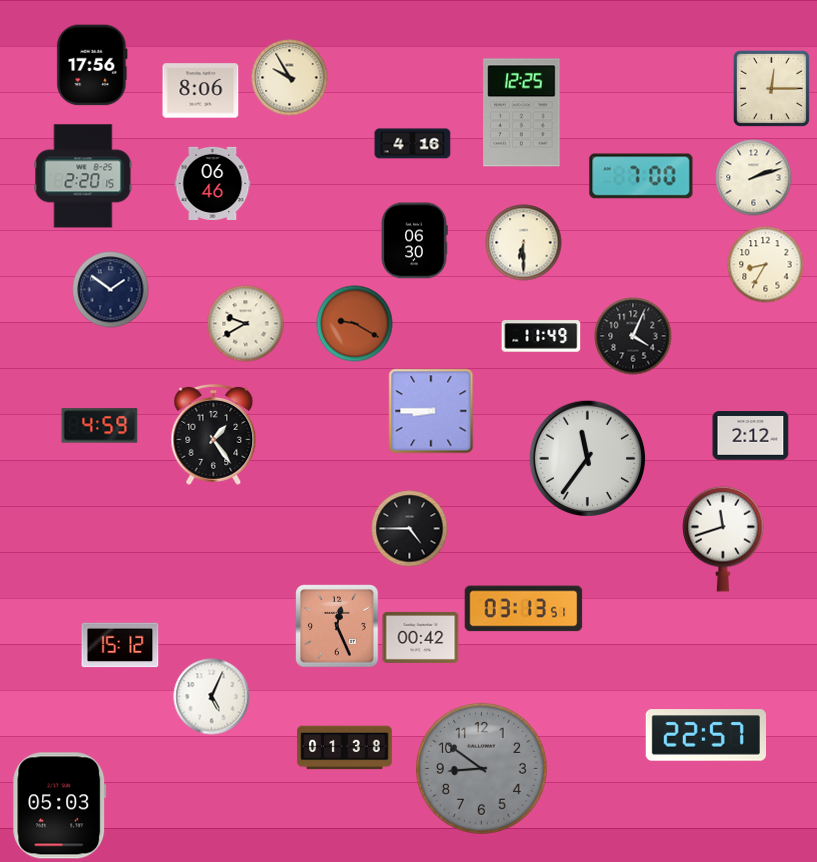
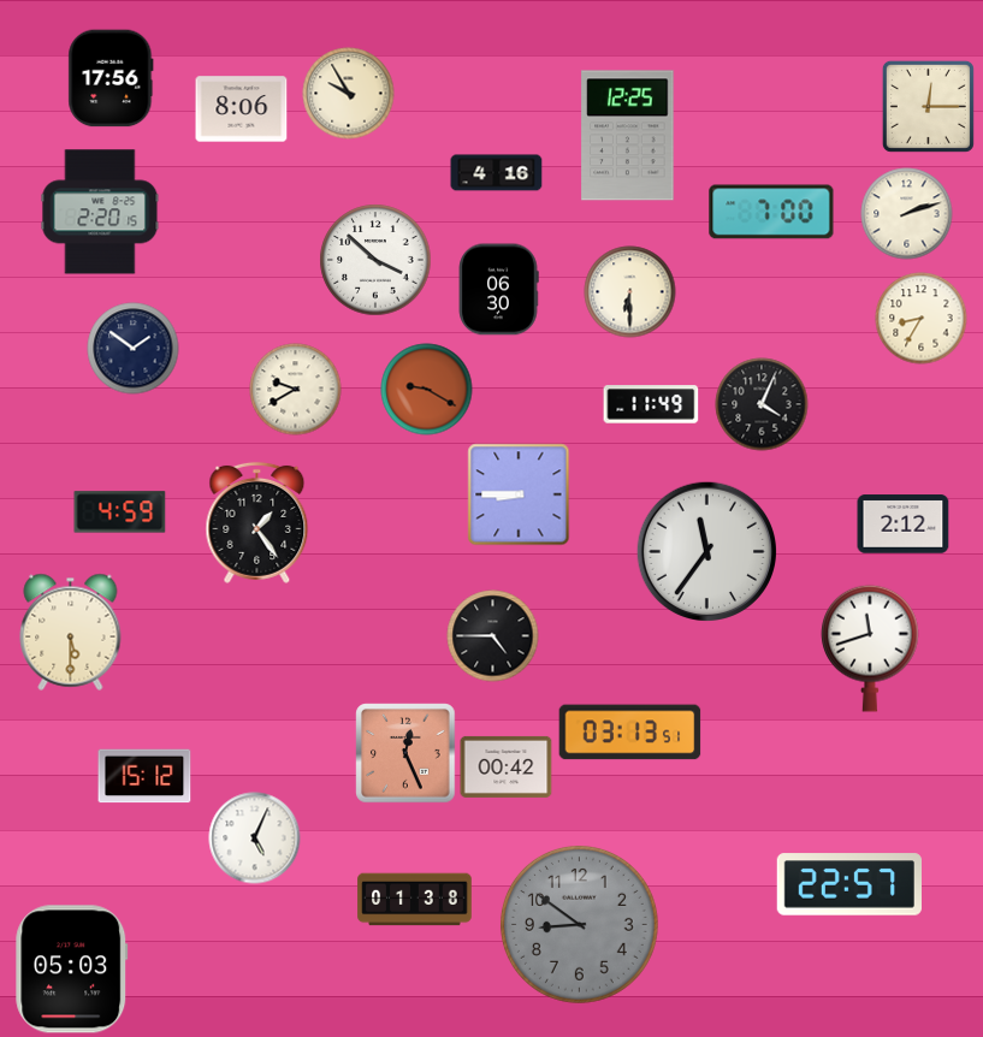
clock at (213, 183): 06:46 -> none
clock at (375, 260): none -> 3:52
clock at (71, 632): none -> 5:30
